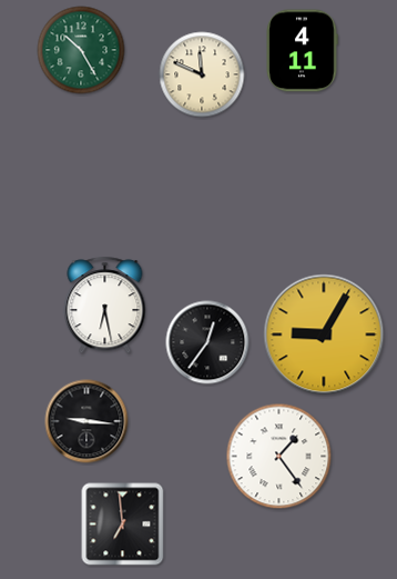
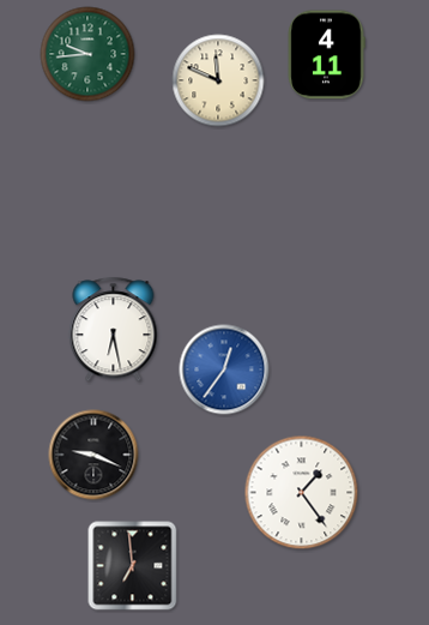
clock at (81, 50): 10:25 -> 9:44
clock at (324, 335): 9:05 -> none
clock at (207, 342) dial: black -> blue
clock at (86, 421): 9:16 -> 9:19
